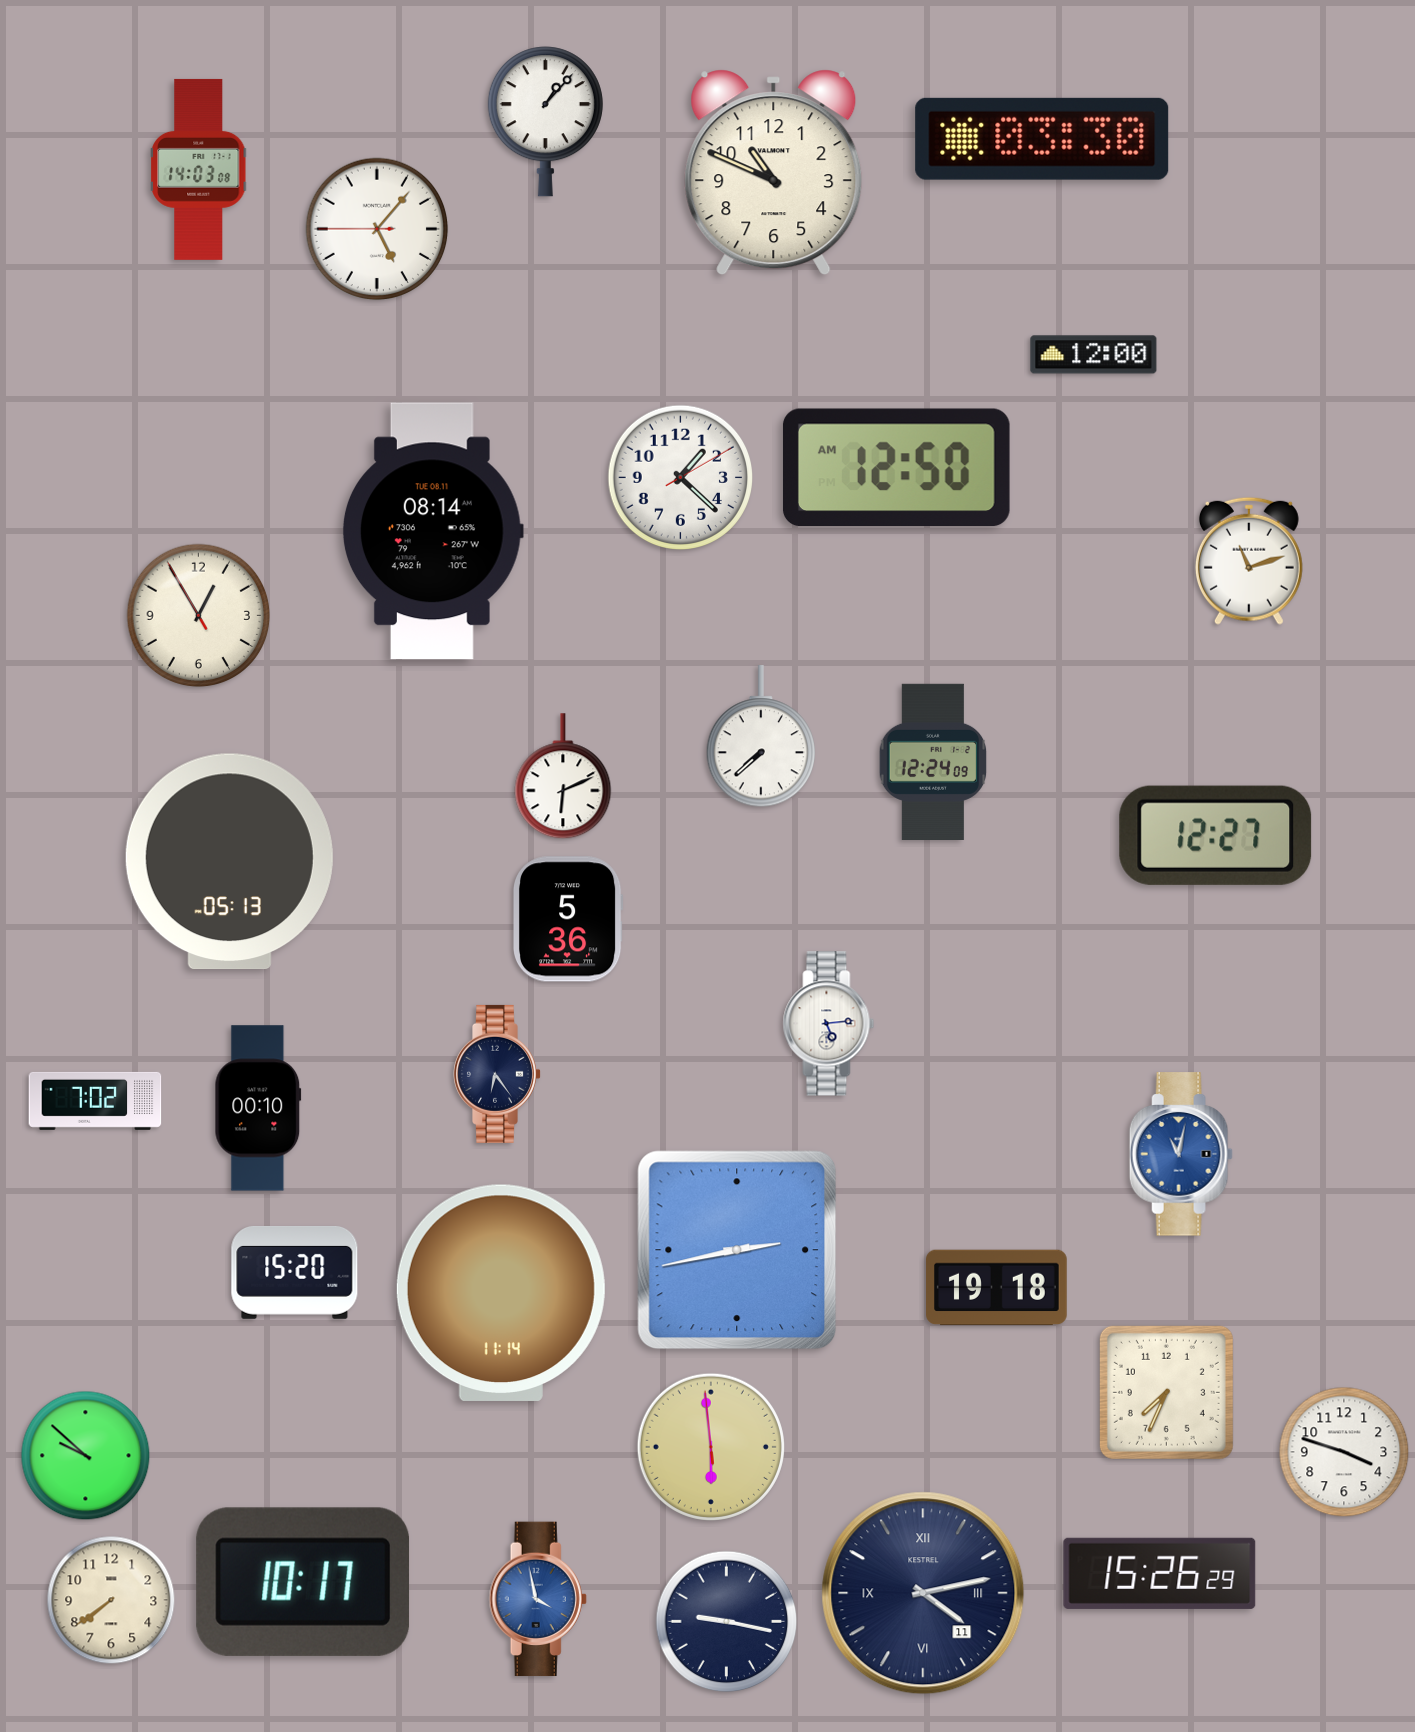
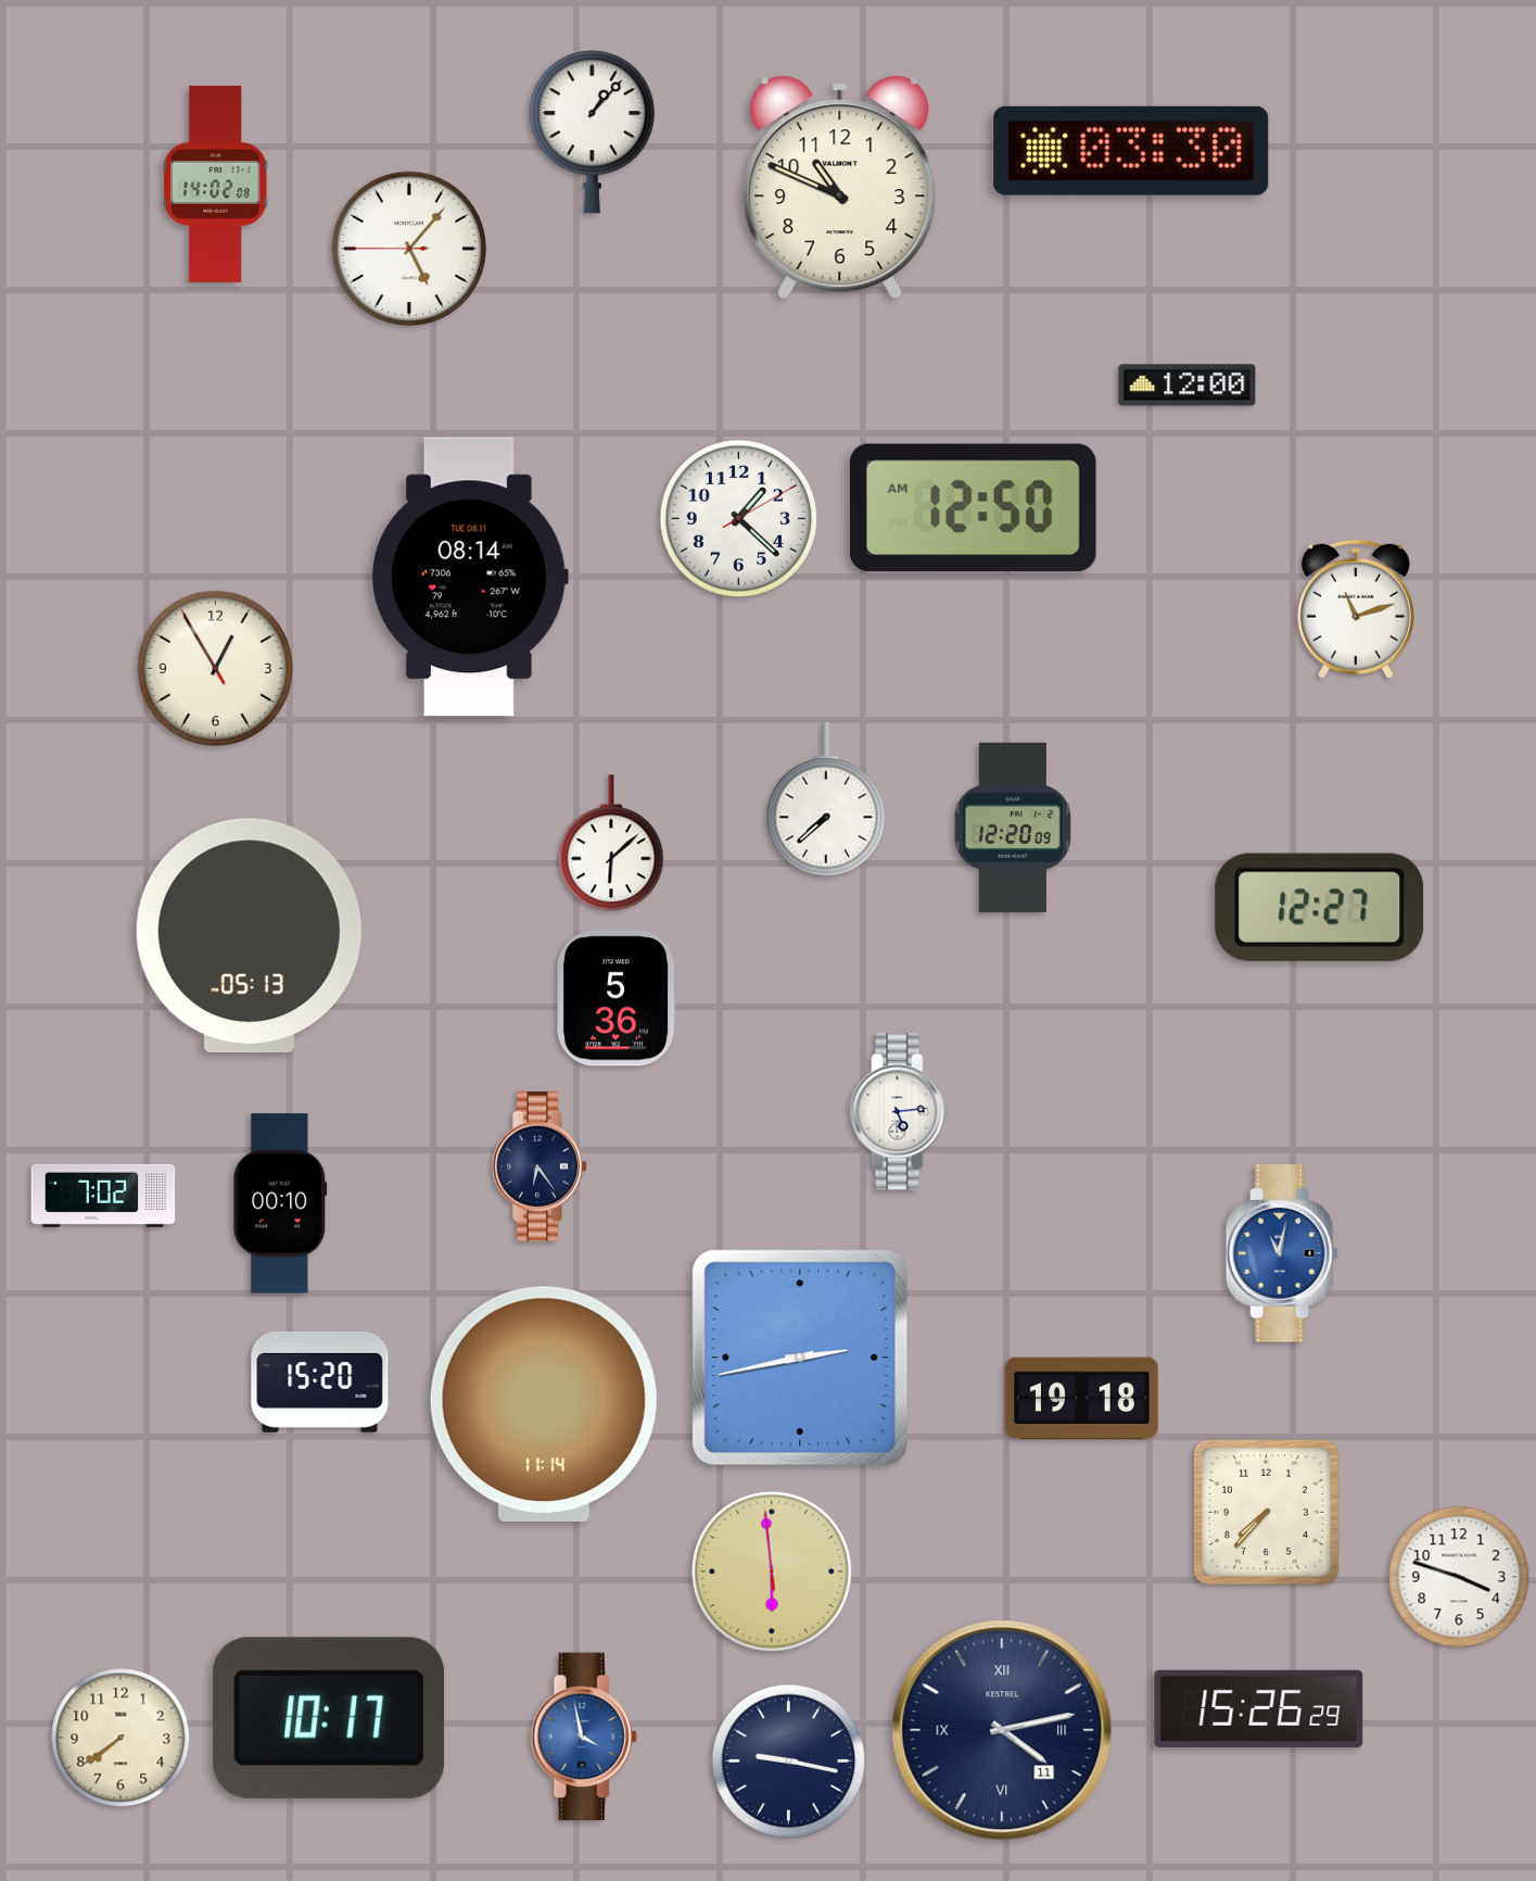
clock at (200, 169): 14:03 -> 14:02
clock at (933, 761): 12:24 -> 12:20
clock at (563, 777): 6:11 -> 6:08
clock at (1166, 1392): 7:34 -> 7:37
clock at (86, 1456): 9:52 -> none
